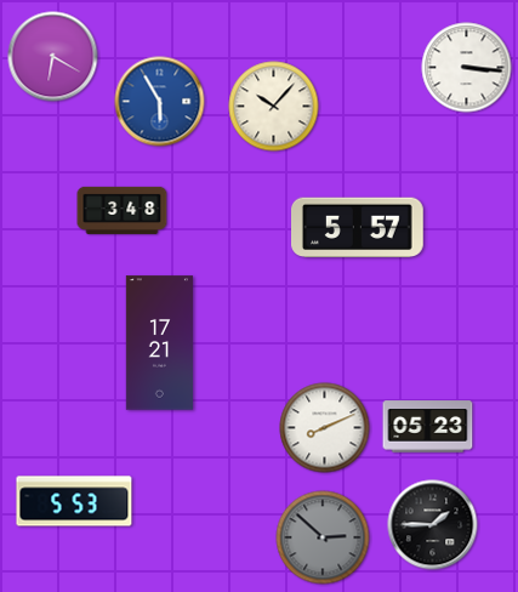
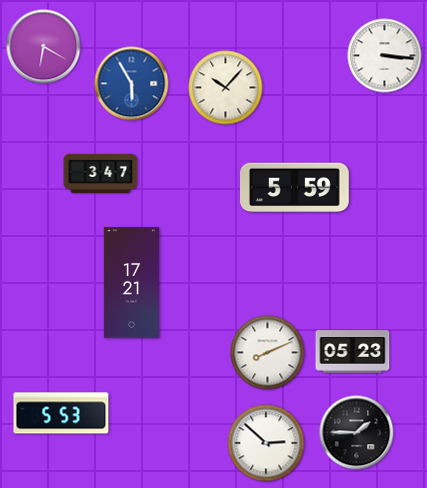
clock at (123, 210): 3:48 -> 3:47
clock at (358, 228): 5:57 -> 5:59
clock at (323, 537) dial: grey -> white
